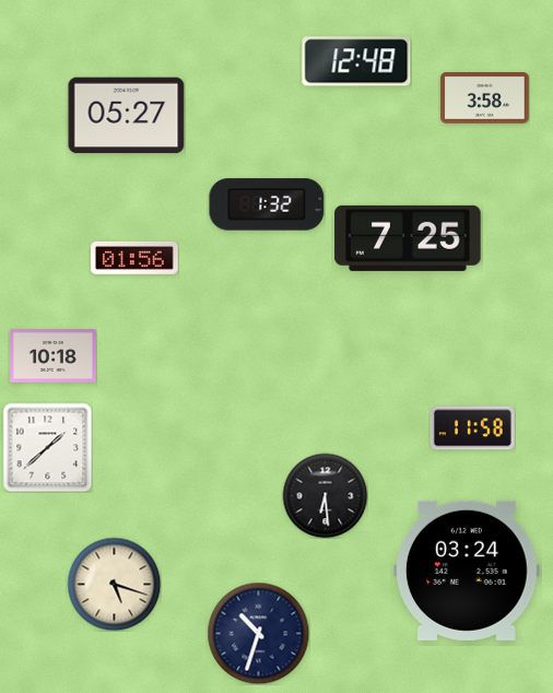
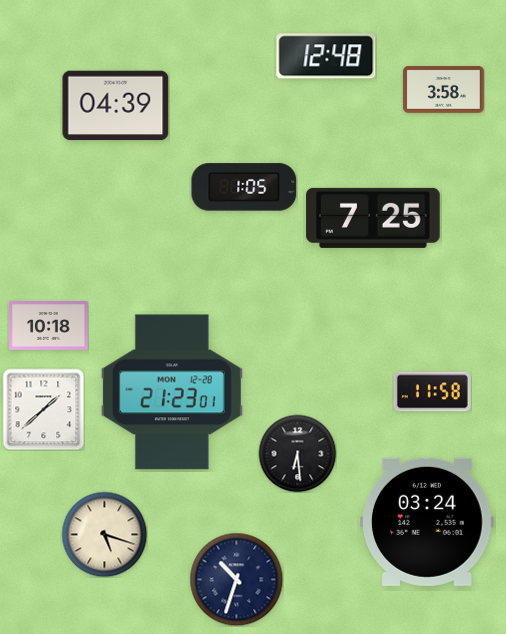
clock at (127, 116): 05:27 -> 04:39
clock at (267, 204): 1:32 -> 1:05
clock at (136, 258): 01:56 -> none
clock at (172, 392): none -> 21:23
